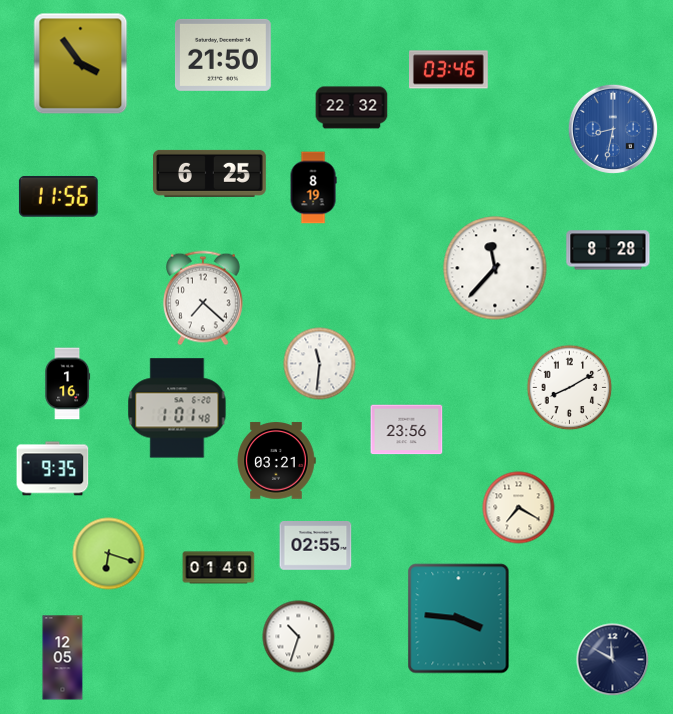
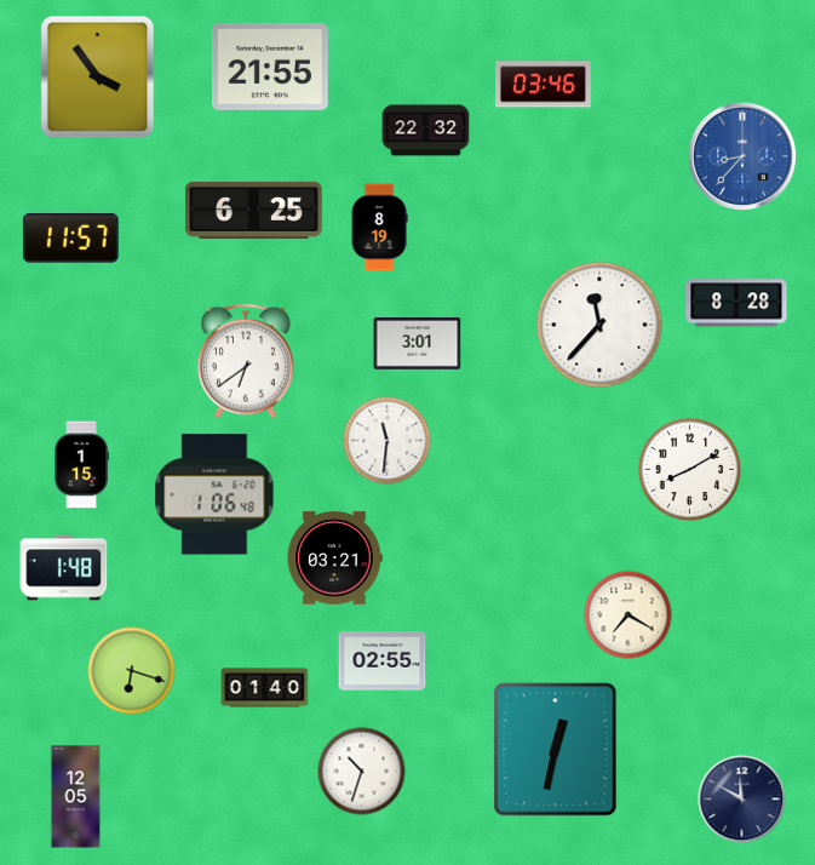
clock at (224, 55): 21:50 -> 21:55
clock at (613, 129): 8:32 -> 8:37
clock at (58, 197): 11:56 -> 11:57
clock at (418, 344): none -> 3:01
clock at (203, 298): 7:22 -> 6:39
clock at (68, 384): 1:16 -> 1:15
clock at (177, 408): 1:01 -> 1:06
clock at (407, 430): 23:56 -> none
clock at (53, 469): 9:35 -> 1:48
clock at (459, 619): 3:46 -> 12:32
